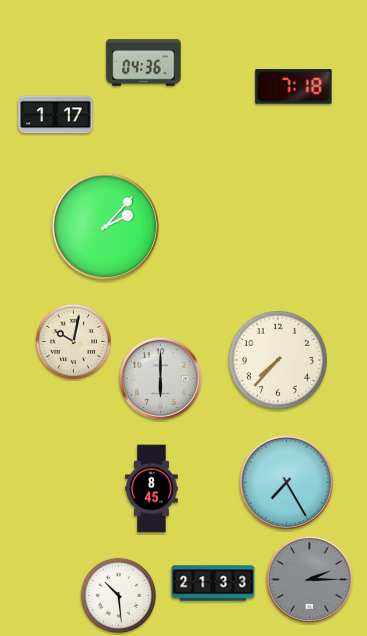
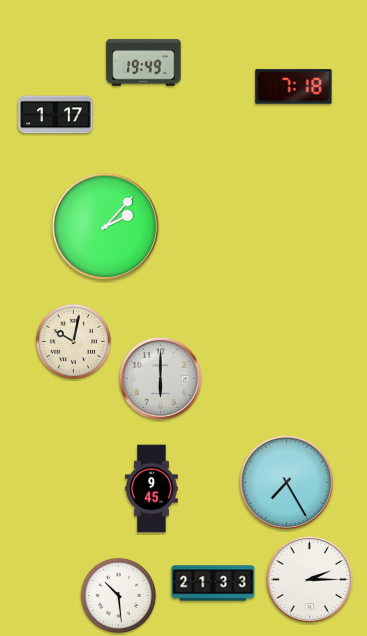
clock at (144, 63): 04:36 -> 19:49
clock at (278, 360): 7:37 -> none
clock at (152, 489): 8:45 -> 9:45
clock at (309, 579) dial: grey -> white
